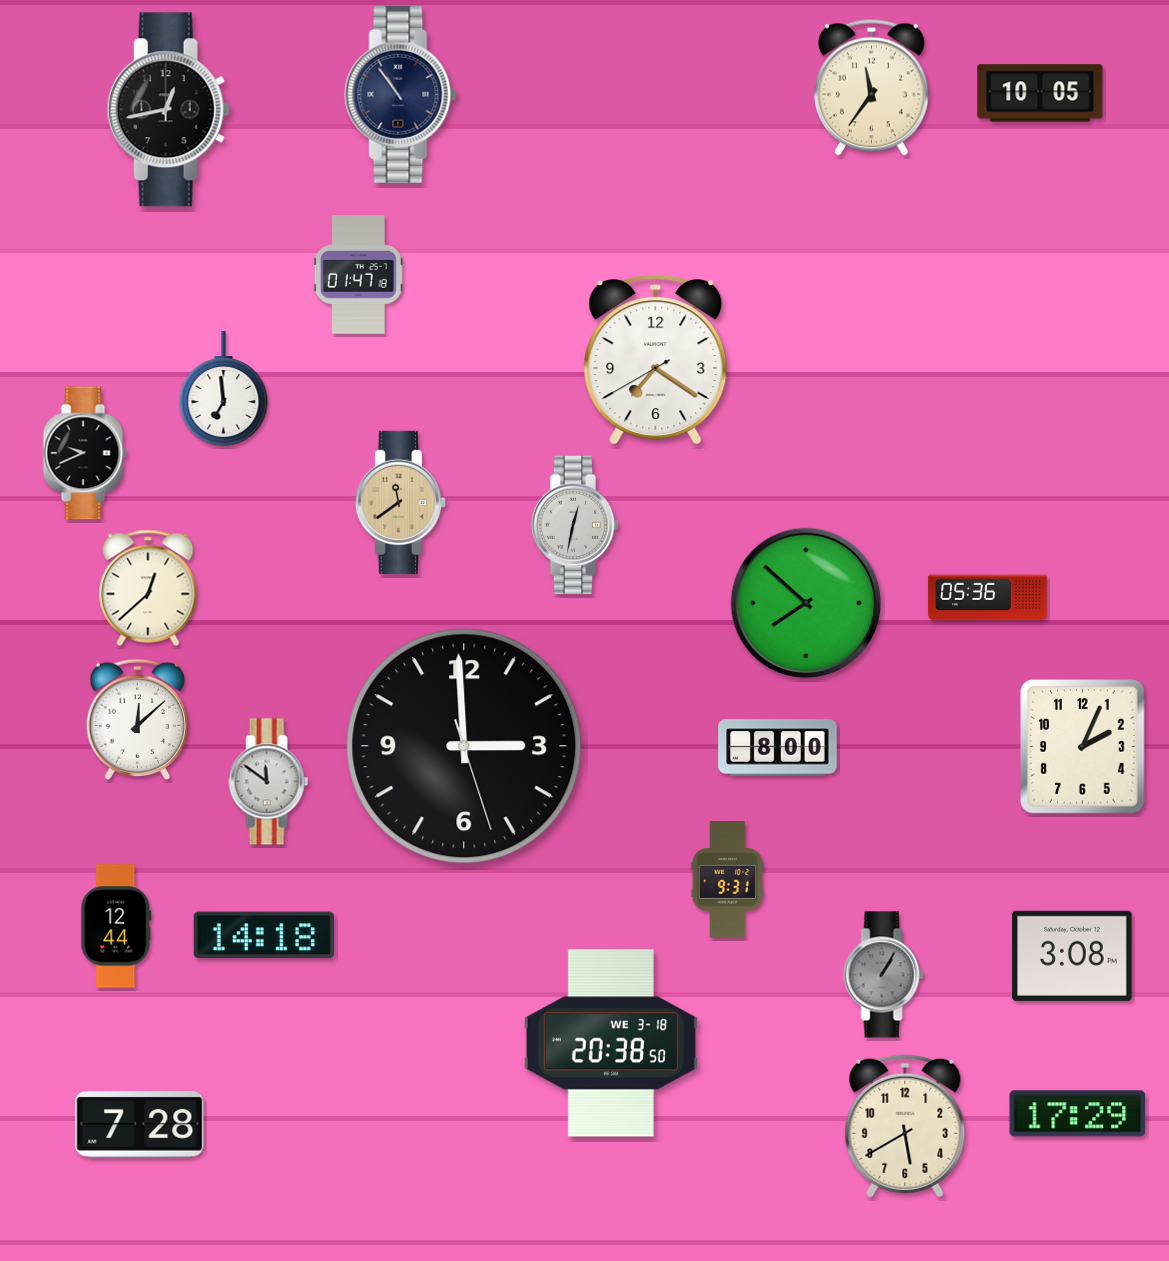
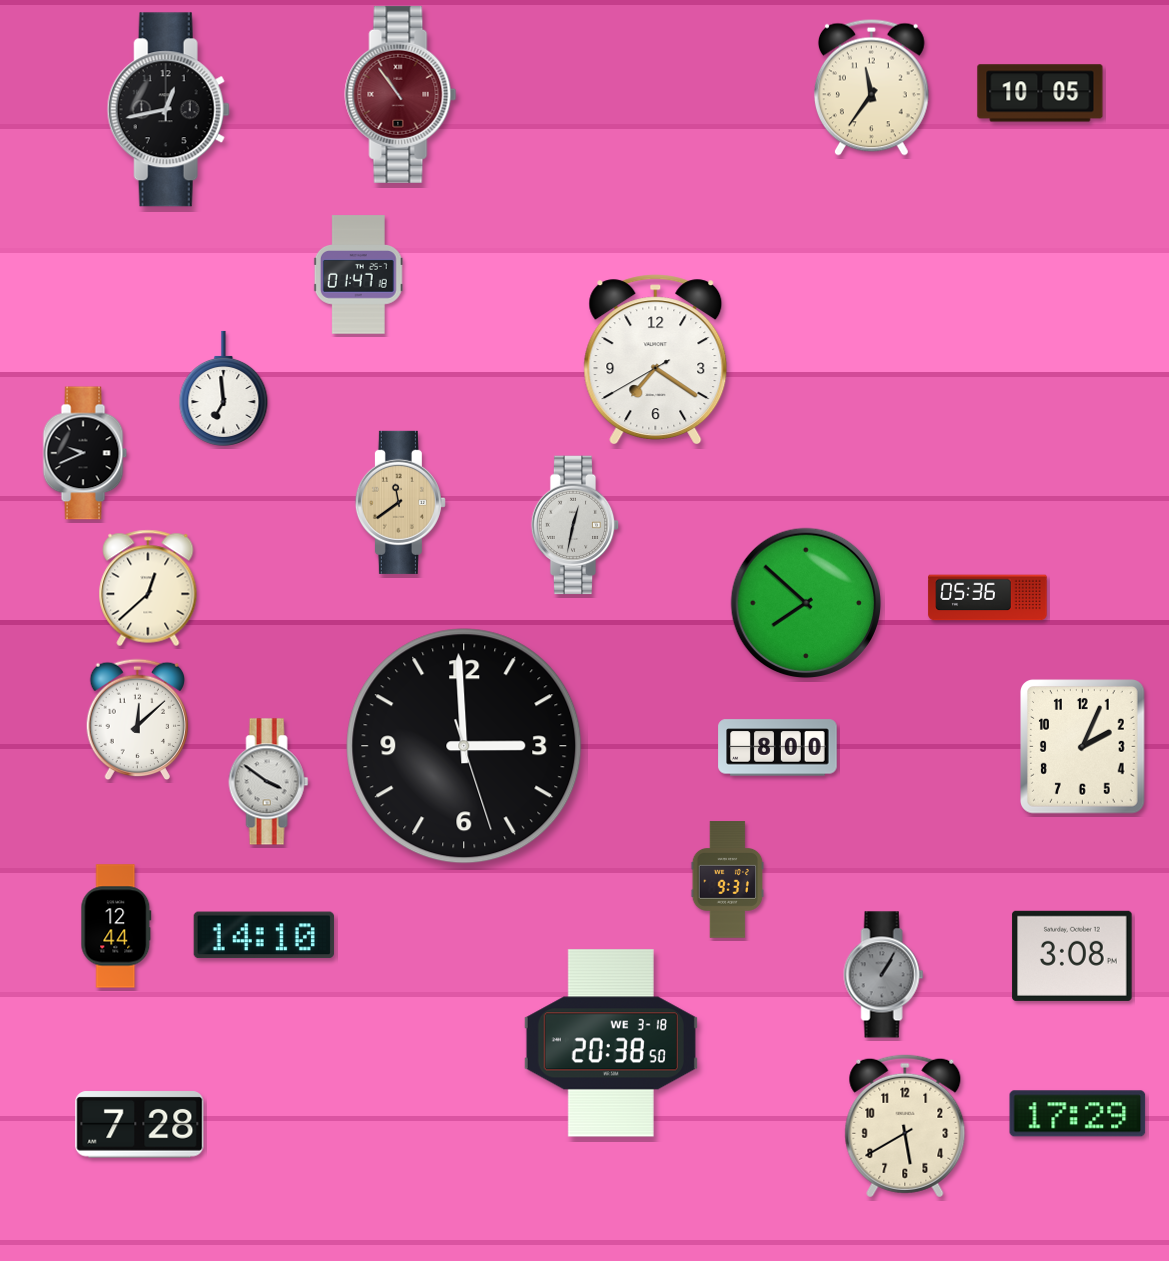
clock at (401, 94) dial: navy -> burgundy
clock at (269, 782): 11:51 -> 3:51
clock at (264, 935): 14:18 -> 14:10
